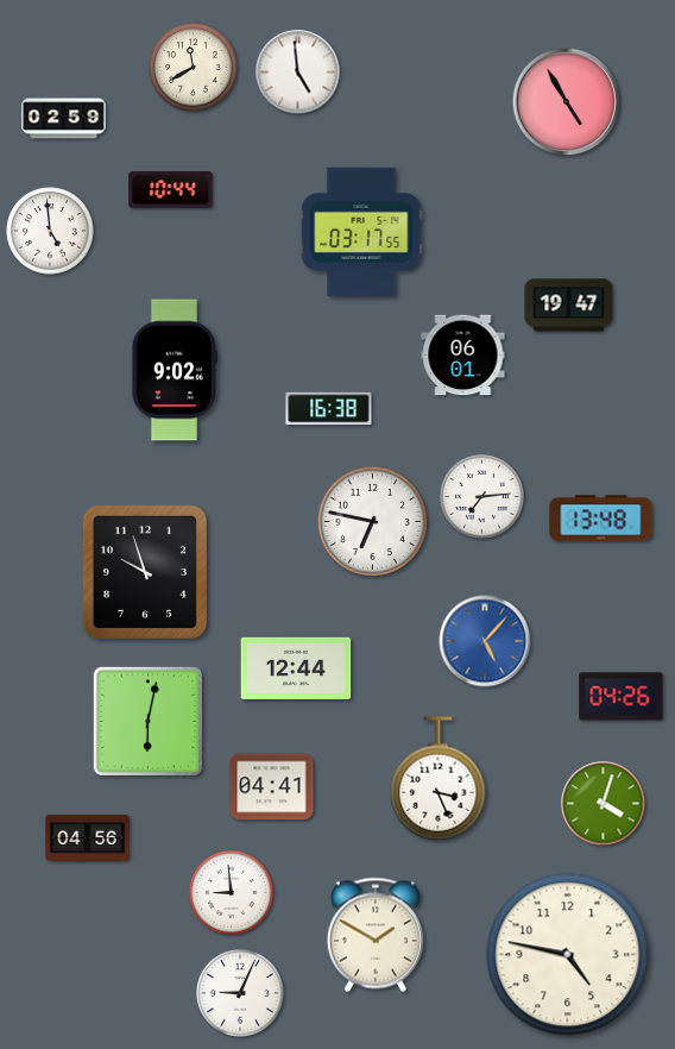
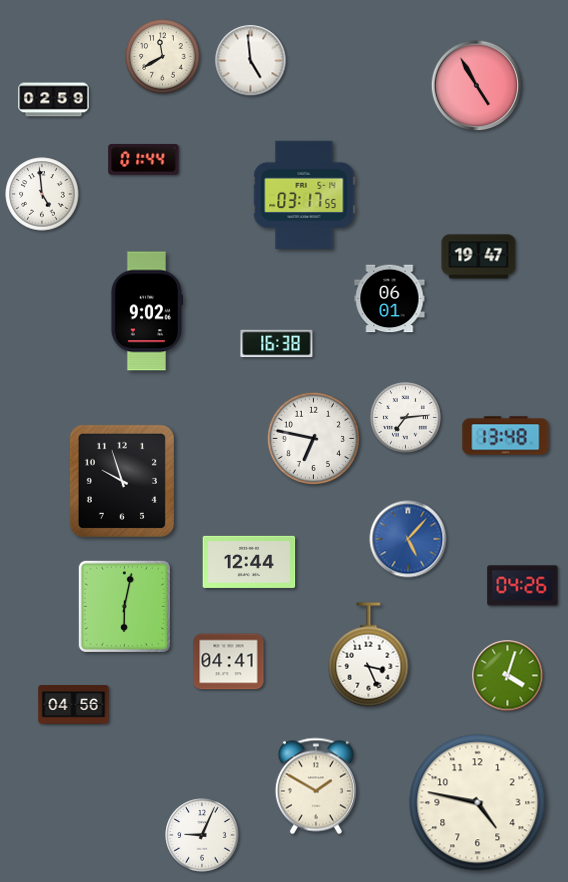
clock at (171, 189): 10:44 -> 01:44
clock at (232, 893): 8:59 -> none
